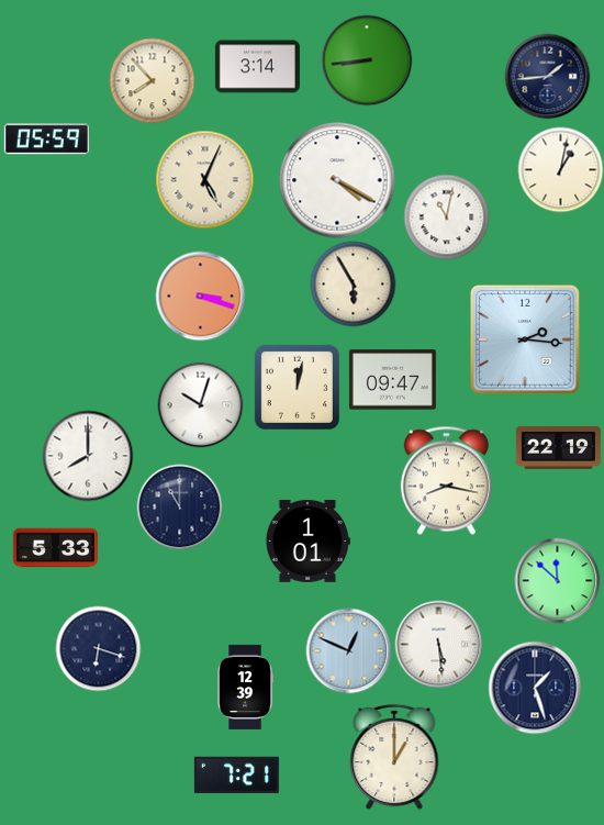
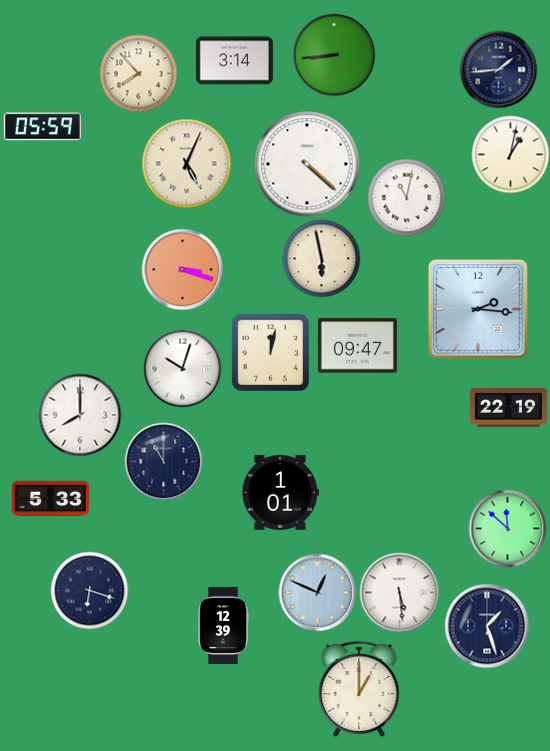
clock at (337, 180): 4:20 -> 4:22
clock at (353, 283): 5:55 -> 5:58
clock at (446, 480): 8:17 -> none
clock at (438, 644) position: (438, 644) -> (399, 592)
clock at (236, 776): 7:21 -> none
